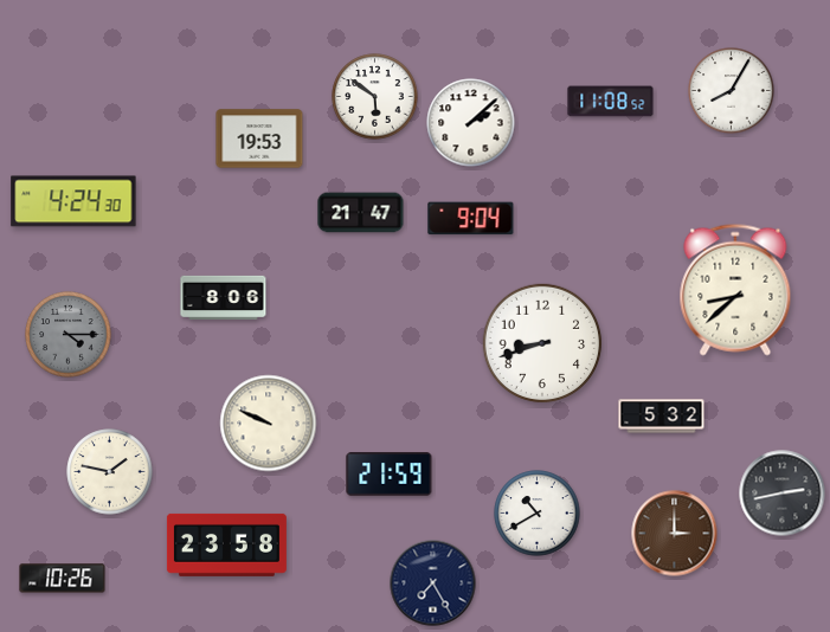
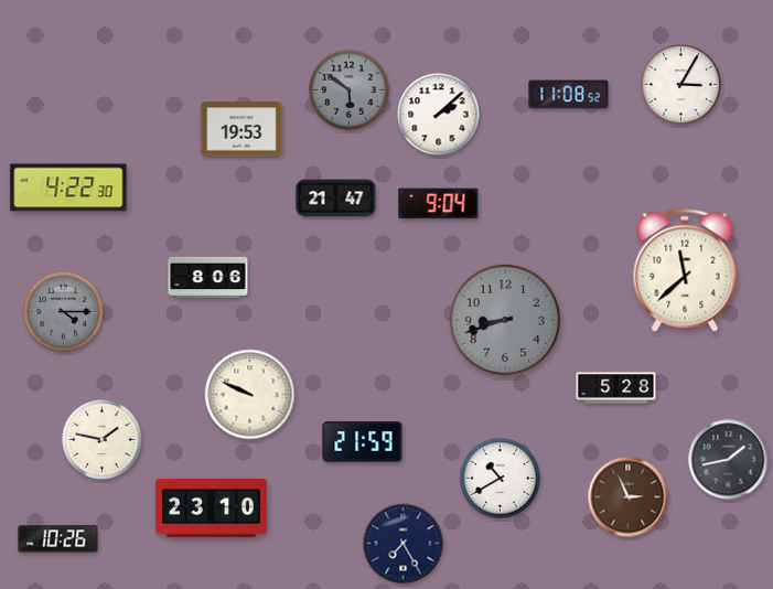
clock at (732, 91): 8:05 -> 3:05
clock at (375, 97) dial: white -> grey
clock at (73, 201): 4:24 -> 4:22
clock at (735, 290): 8:38 -> 11:38
clock at (542, 343) dial: white -> grey
clock at (662, 417): 5:32 -> 5:28
clock at (783, 494): 2:43 -> 1:43
clock at (675, 534): 3:00 -> 2:56
clock at (226, 544): 23:58 -> 23:10
